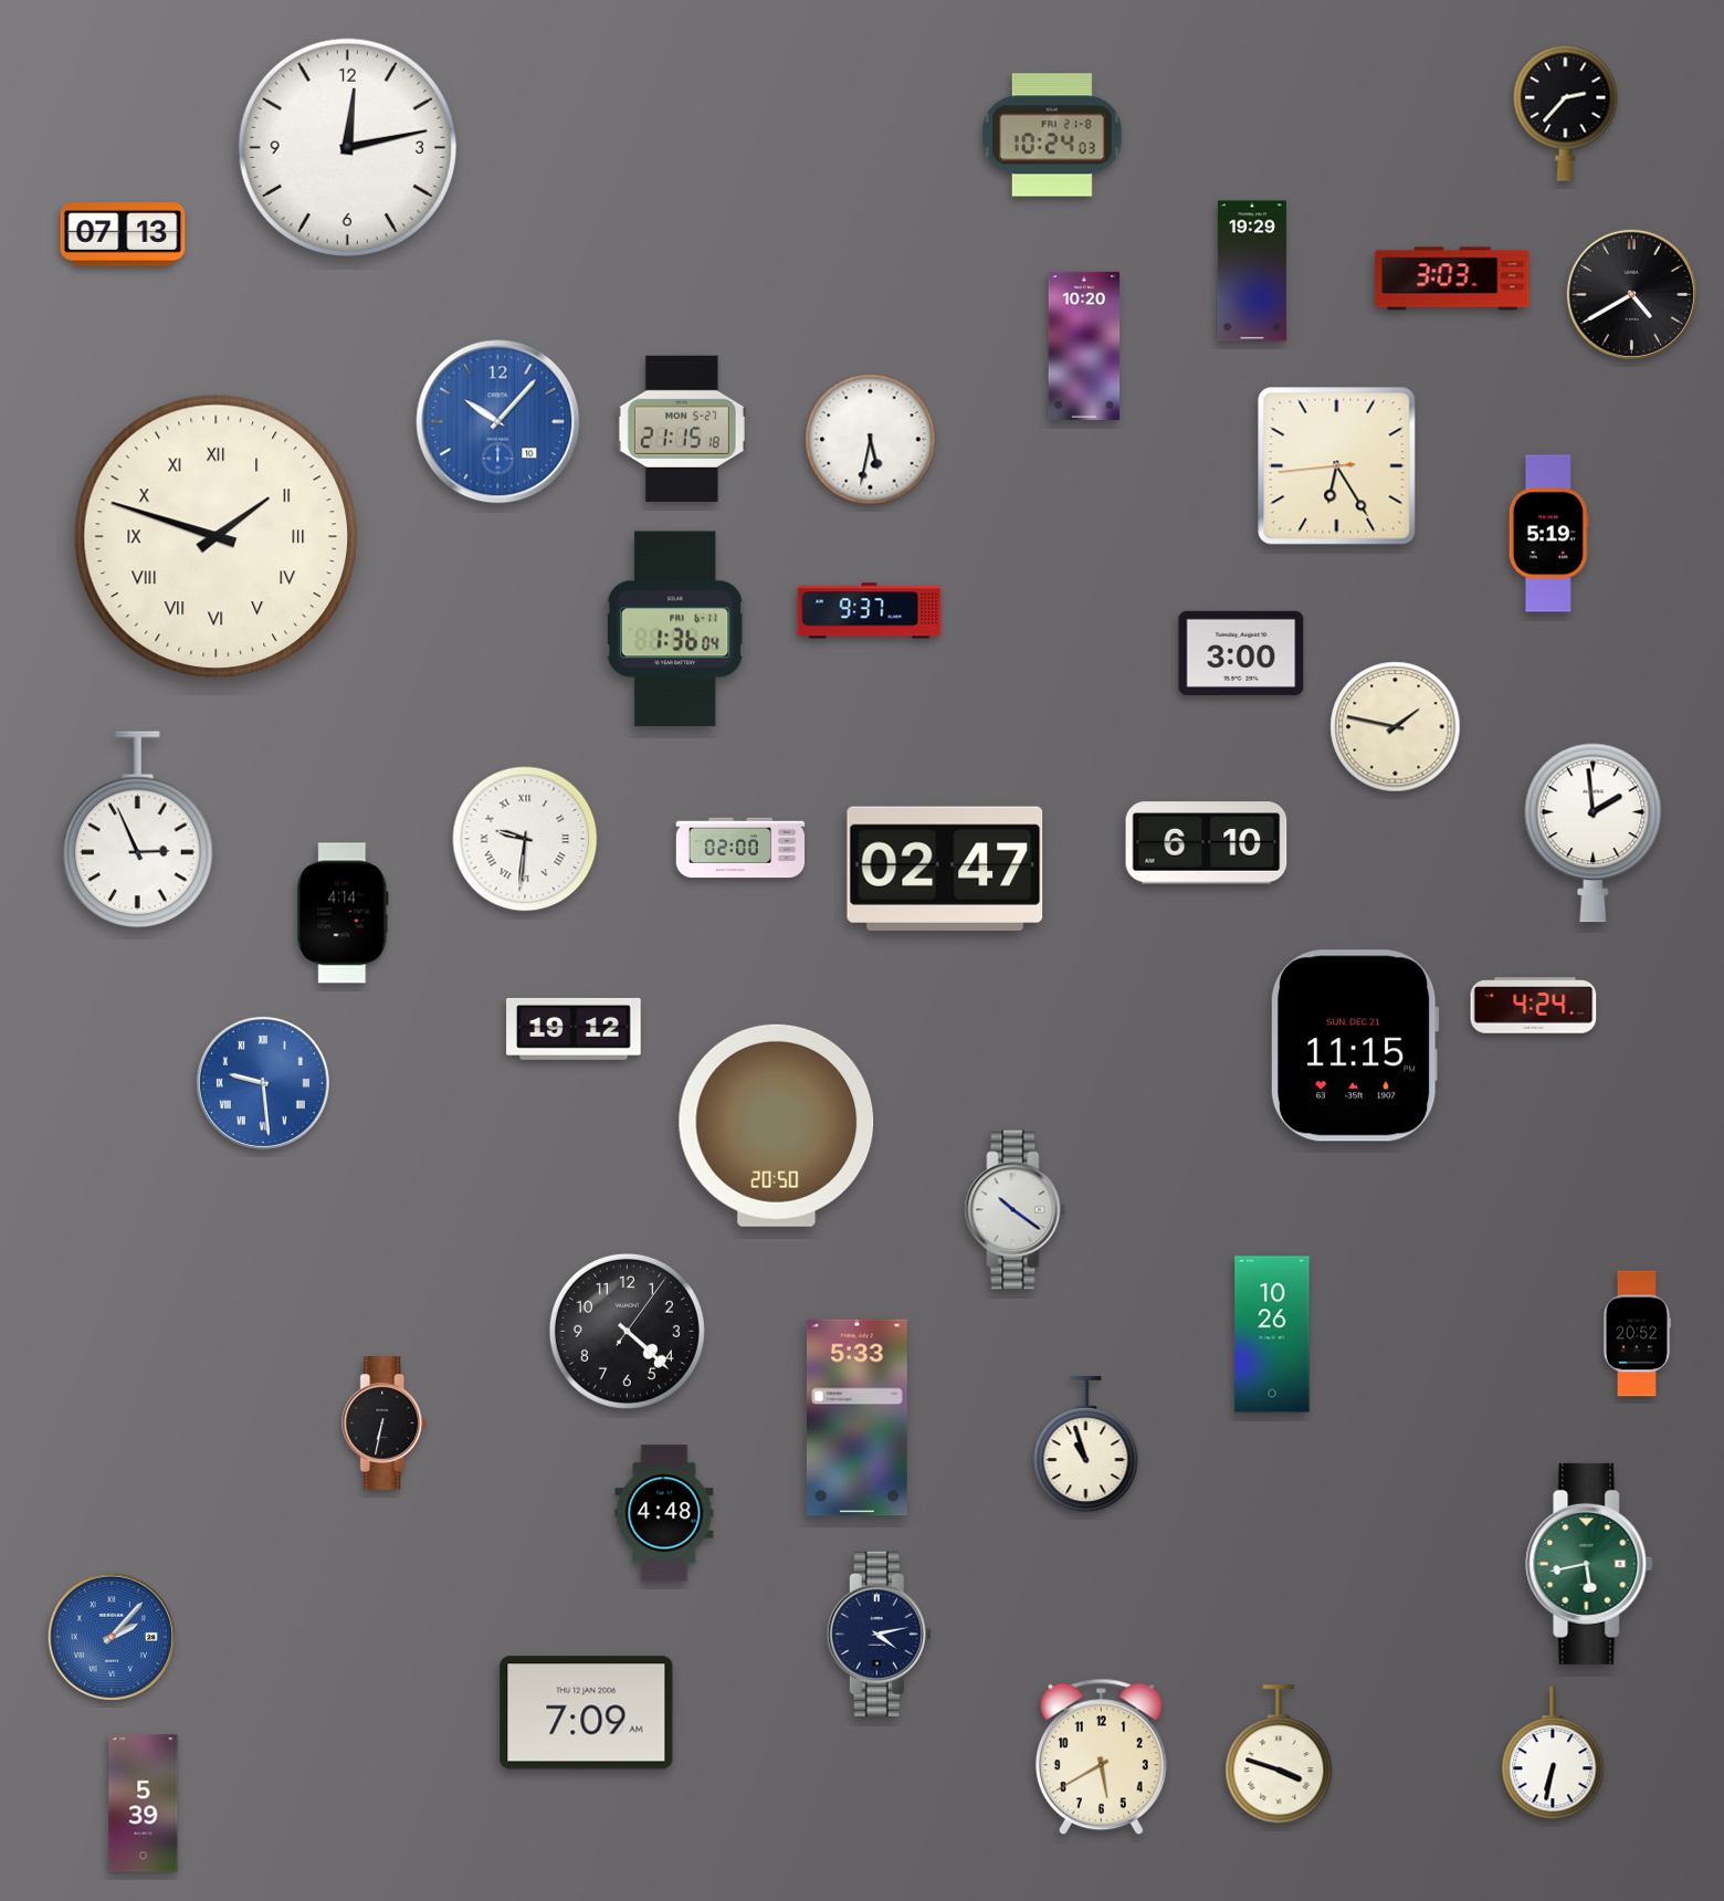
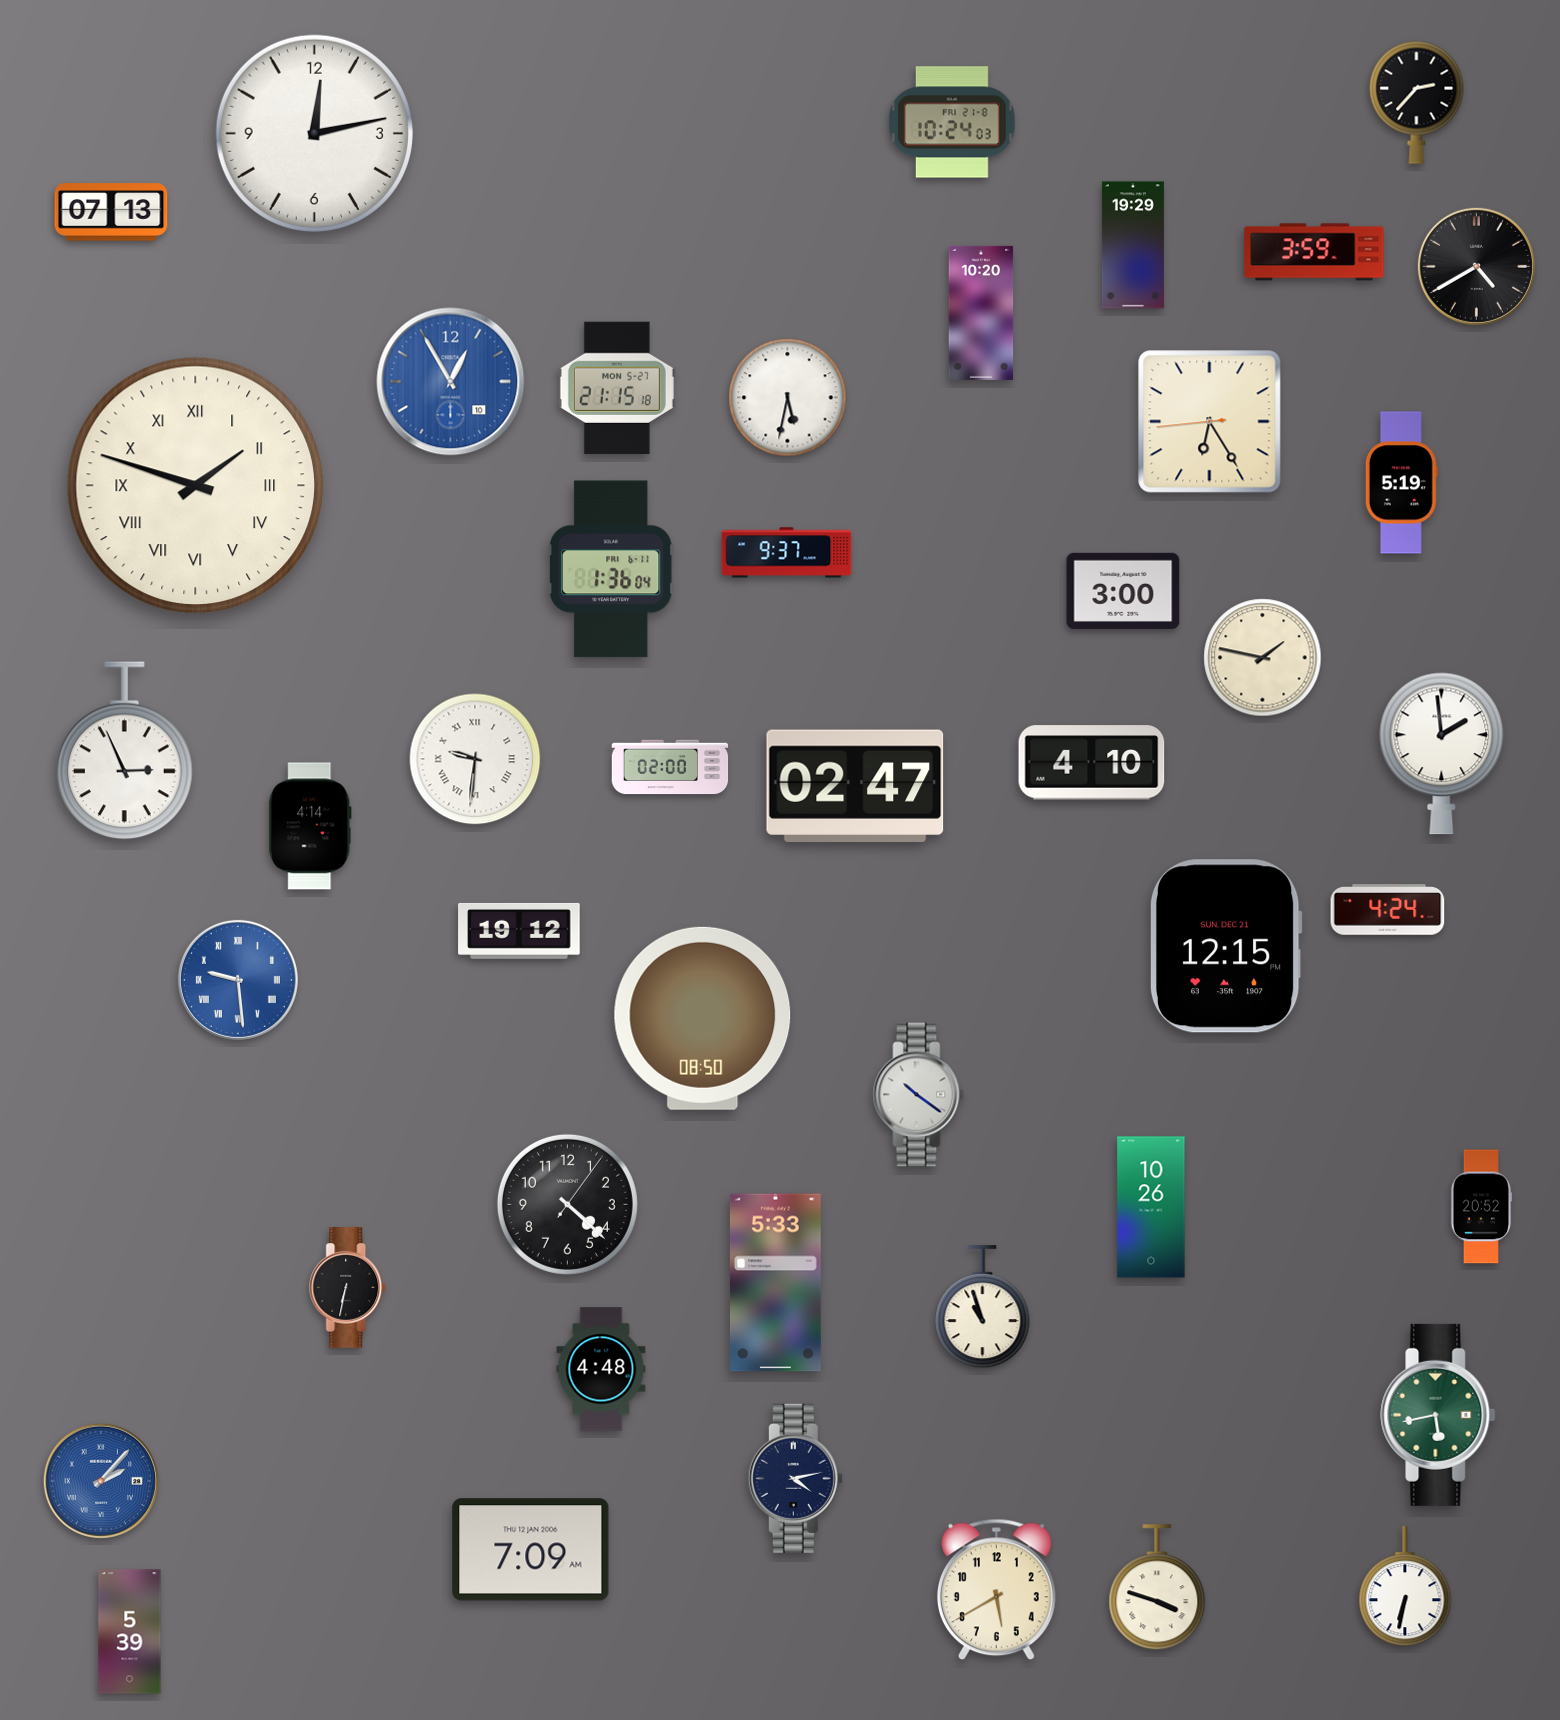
clock at (1452, 279): 3:03 -> 3:59
clock at (498, 422): 10:07 -> 12:55
clock at (1207, 843): 6:10 -> 4:10
clock at (1355, 1046): 11:15 -> 12:15
clock at (777, 1125): 20:50 -> 08:50
